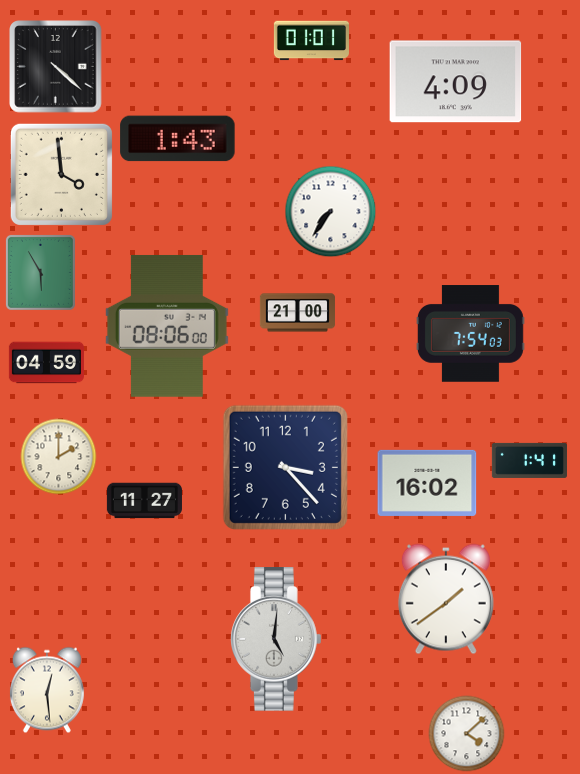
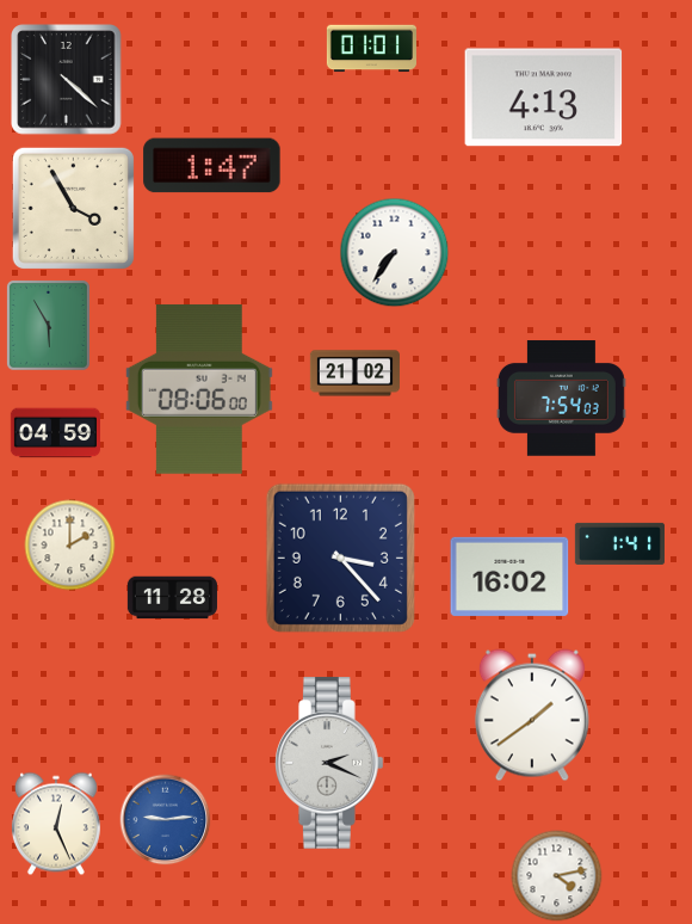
clock at (456, 82): 4:09 -> 4:13
clock at (178, 139): 1:43 -> 1:47
clock at (61, 174): 3:59 -> 3:55
clock at (297, 313): 21:00 -> 21:02
clock at (529, 460) position: (529, 460) -> (619, 543)
clock at (144, 501): 11:27 -> 11:28
clock at (277, 639): 5:01 -> 2:19
clock at (166, 820): none -> 9:14
clock at (47, 690): 12:29 -> 12:26
clock at (467, 734): 4:08 -> 4:13
